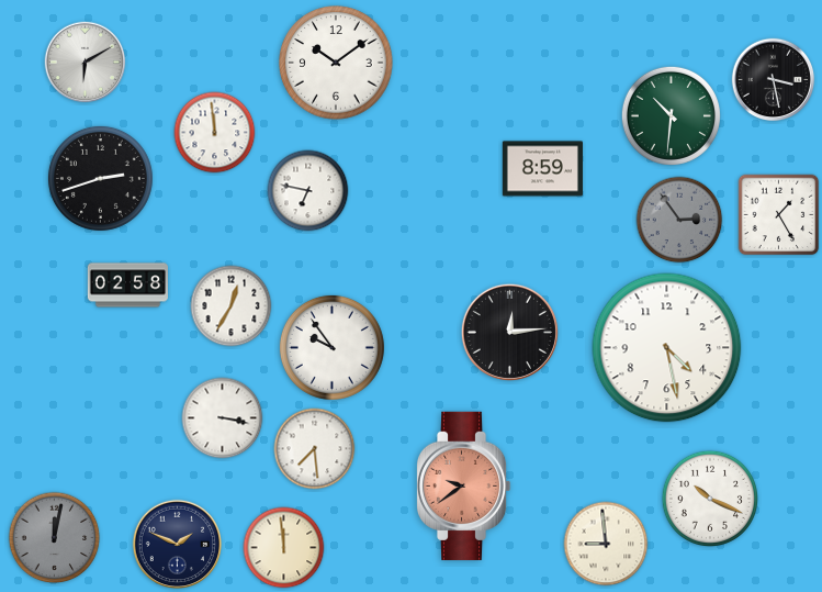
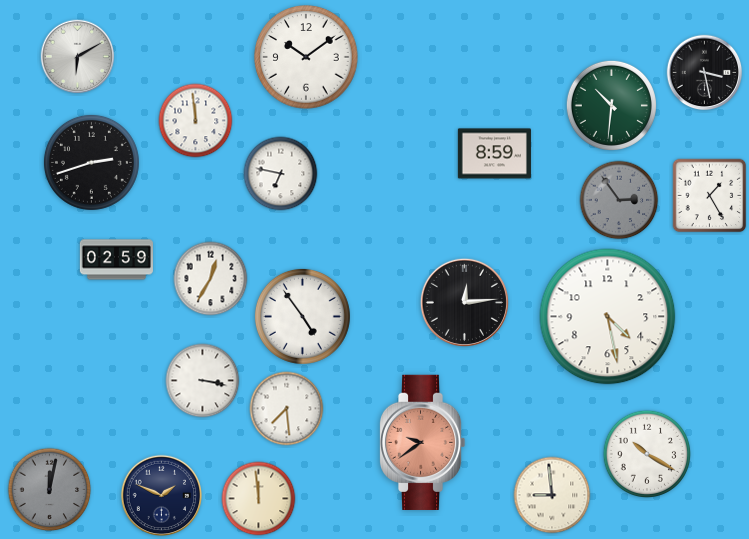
clock at (127, 286): 02:58 -> 02:59
clock at (331, 347): 9:54 -> 4:54
clock at (709, 498): 10:19 -> 10:20
